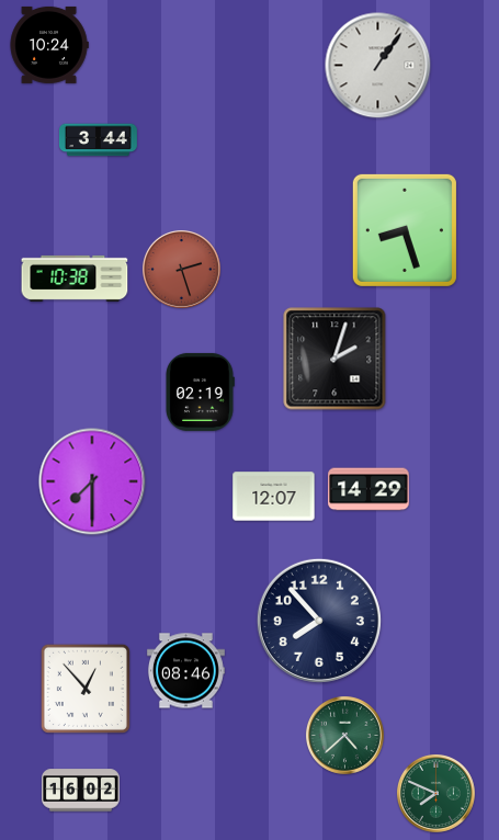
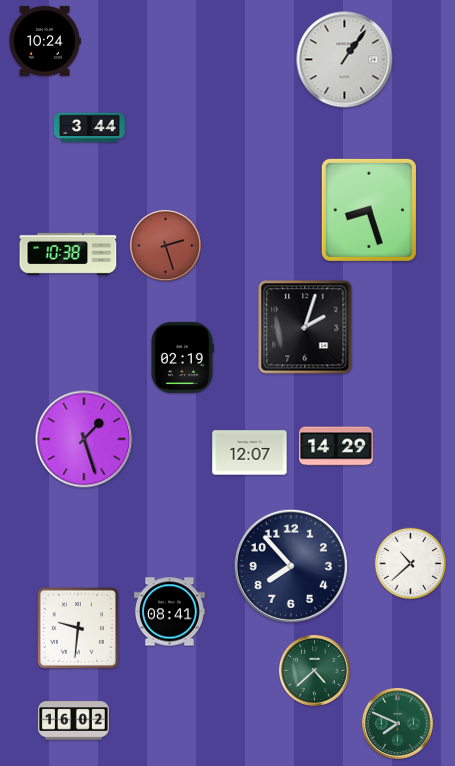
clock at (92, 481): 7:30 -> 1:27
clock at (411, 564): none -> 10:38
clock at (185, 671): 08:46 -> 08:41
clock at (86, 689): 12:53 -> 9:31
